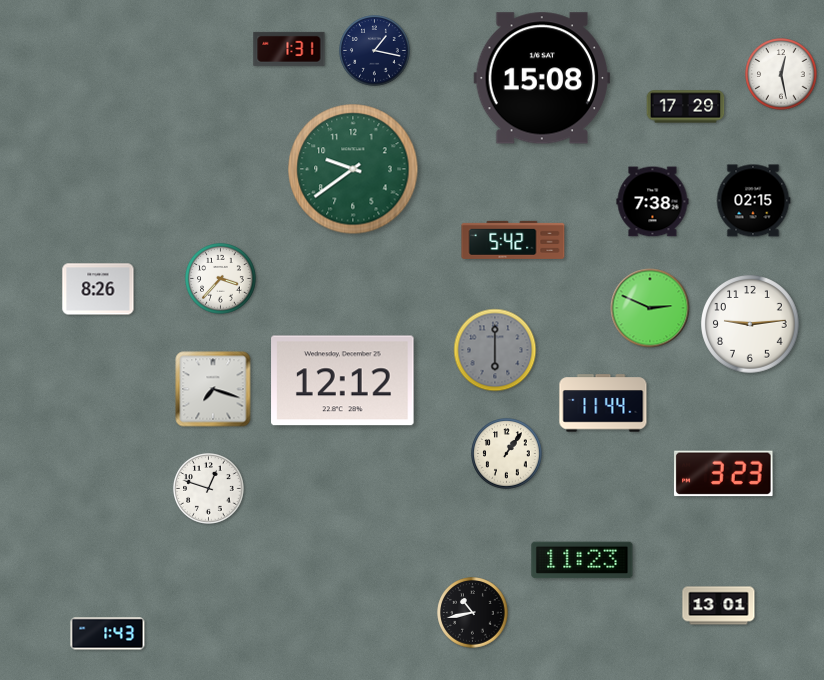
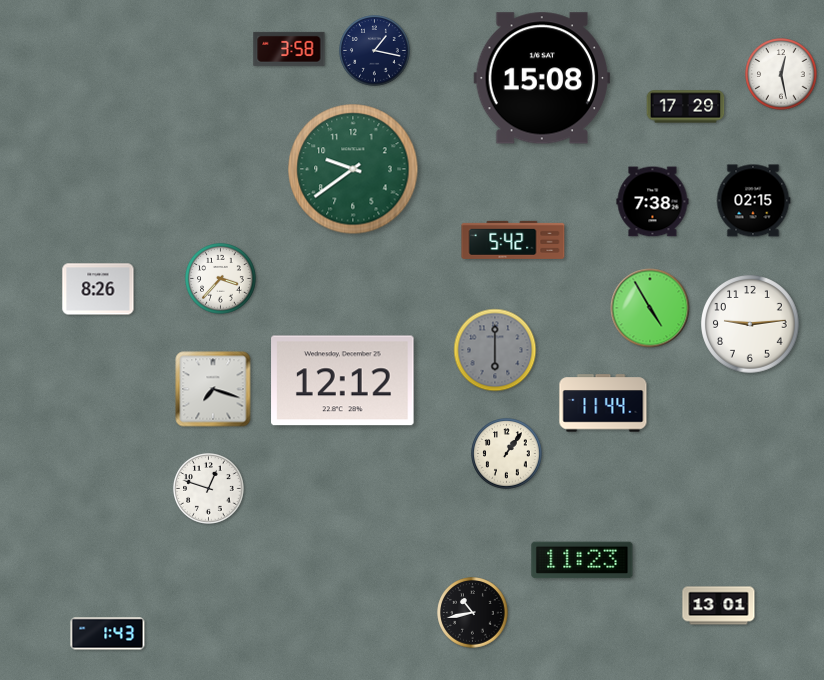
clock at (289, 49): 1:31 -> 3:58
clock at (650, 308): 2:49 -> 4:55
clock at (724, 474): 3:23 -> none
